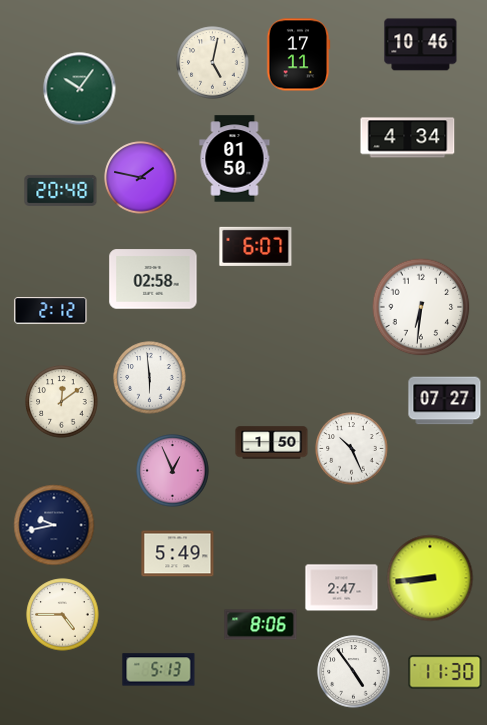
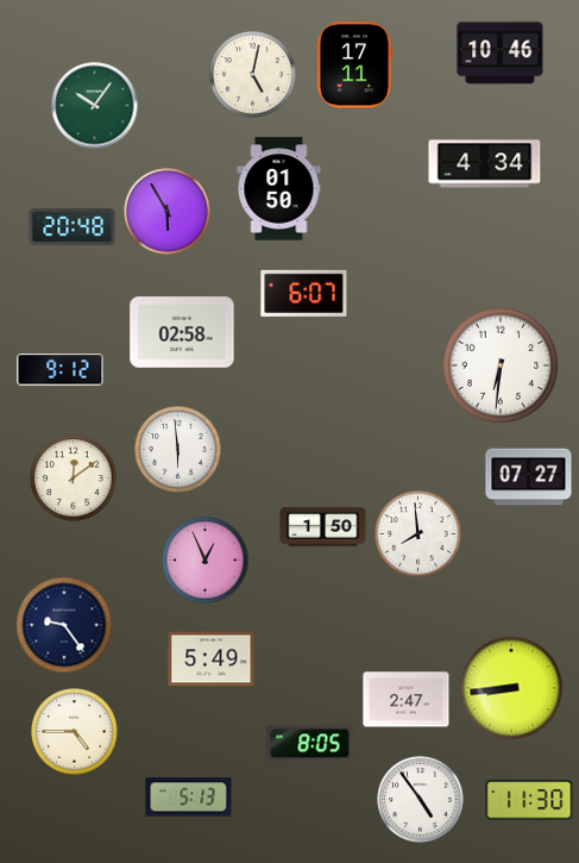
clock at (141, 178): 1:47 -> 5:55
clock at (51, 311): 2:12 -> 9:12
clock at (352, 449): 10:26 -> 7:59
clock at (54, 525): 9:43 -> 9:24
clock at (261, 625): 8:06 -> 8:05
